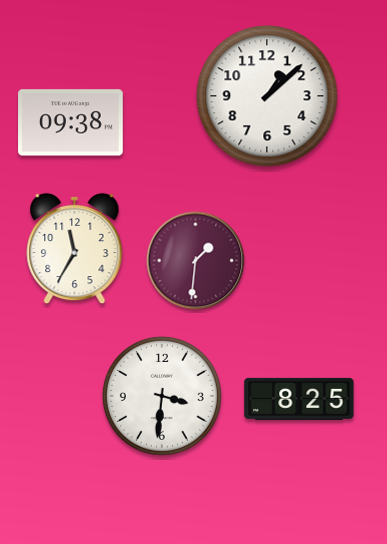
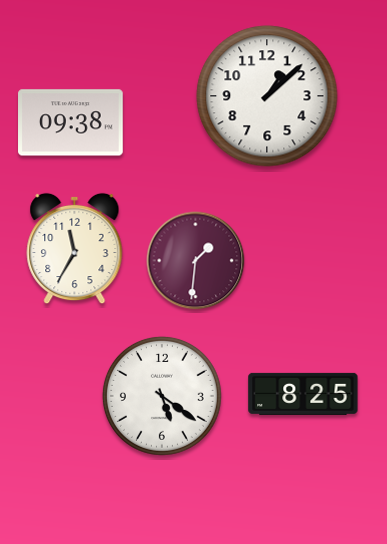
clock at (162, 396): 3:31 -> 5:21
clock at (299, 399) position: (299, 399) -> (303, 394)
